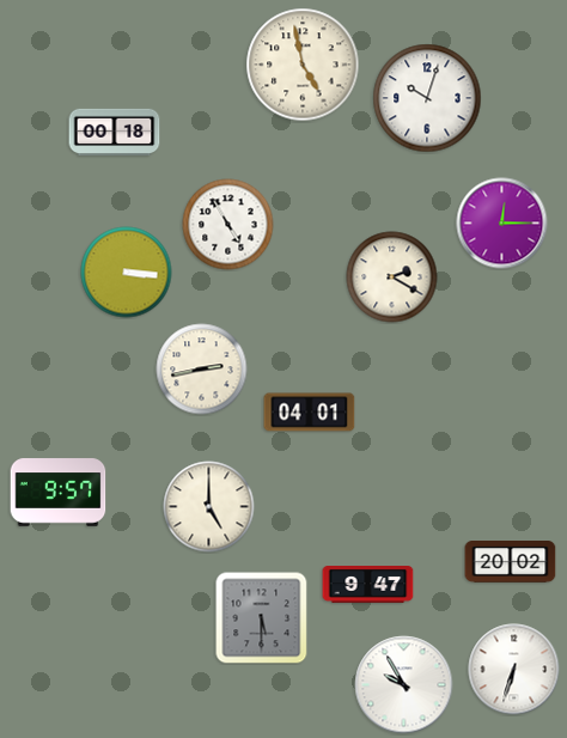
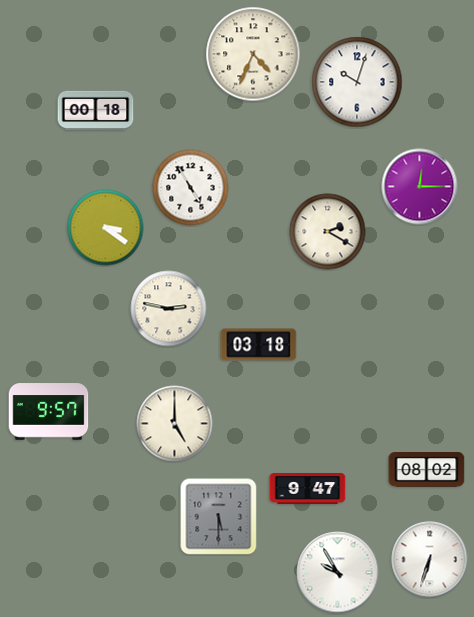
clock at (303, 65): 4:58 -> 4:34
clock at (127, 273): 3:16 -> 3:21
clock at (202, 370): 2:43 -> 2:47
clock at (310, 413): 04:01 -> 03:18
clock at (511, 562): 20:02 -> 08:02
